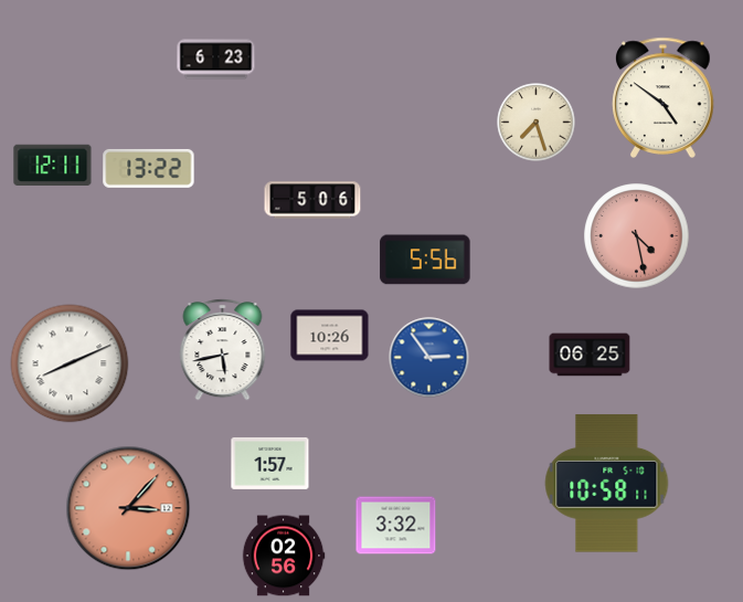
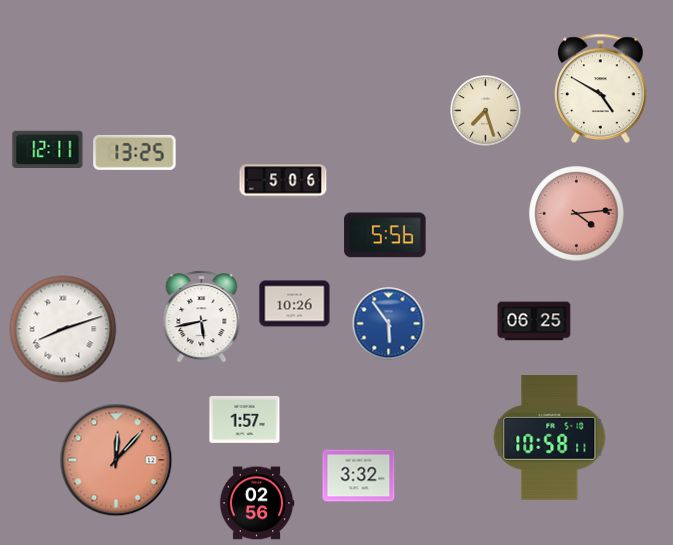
clock at (216, 60): 6:23 -> none
clock at (664, 97): 4:51 -> 4:50
clock at (149, 168): 13:22 -> 13:25
clock at (637, 236): 4:28 -> 4:14
clock at (330, 336) position: (330, 336) -> (295, 304)
clock at (429, 358): 2:54 -> 5:54
clock at (70, 363): 8:11 -> 8:12
clock at (128, 508): 3:07 -> 12:07
